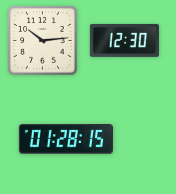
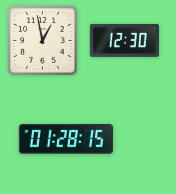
clock at (43, 41): 10:14 -> 12:58
